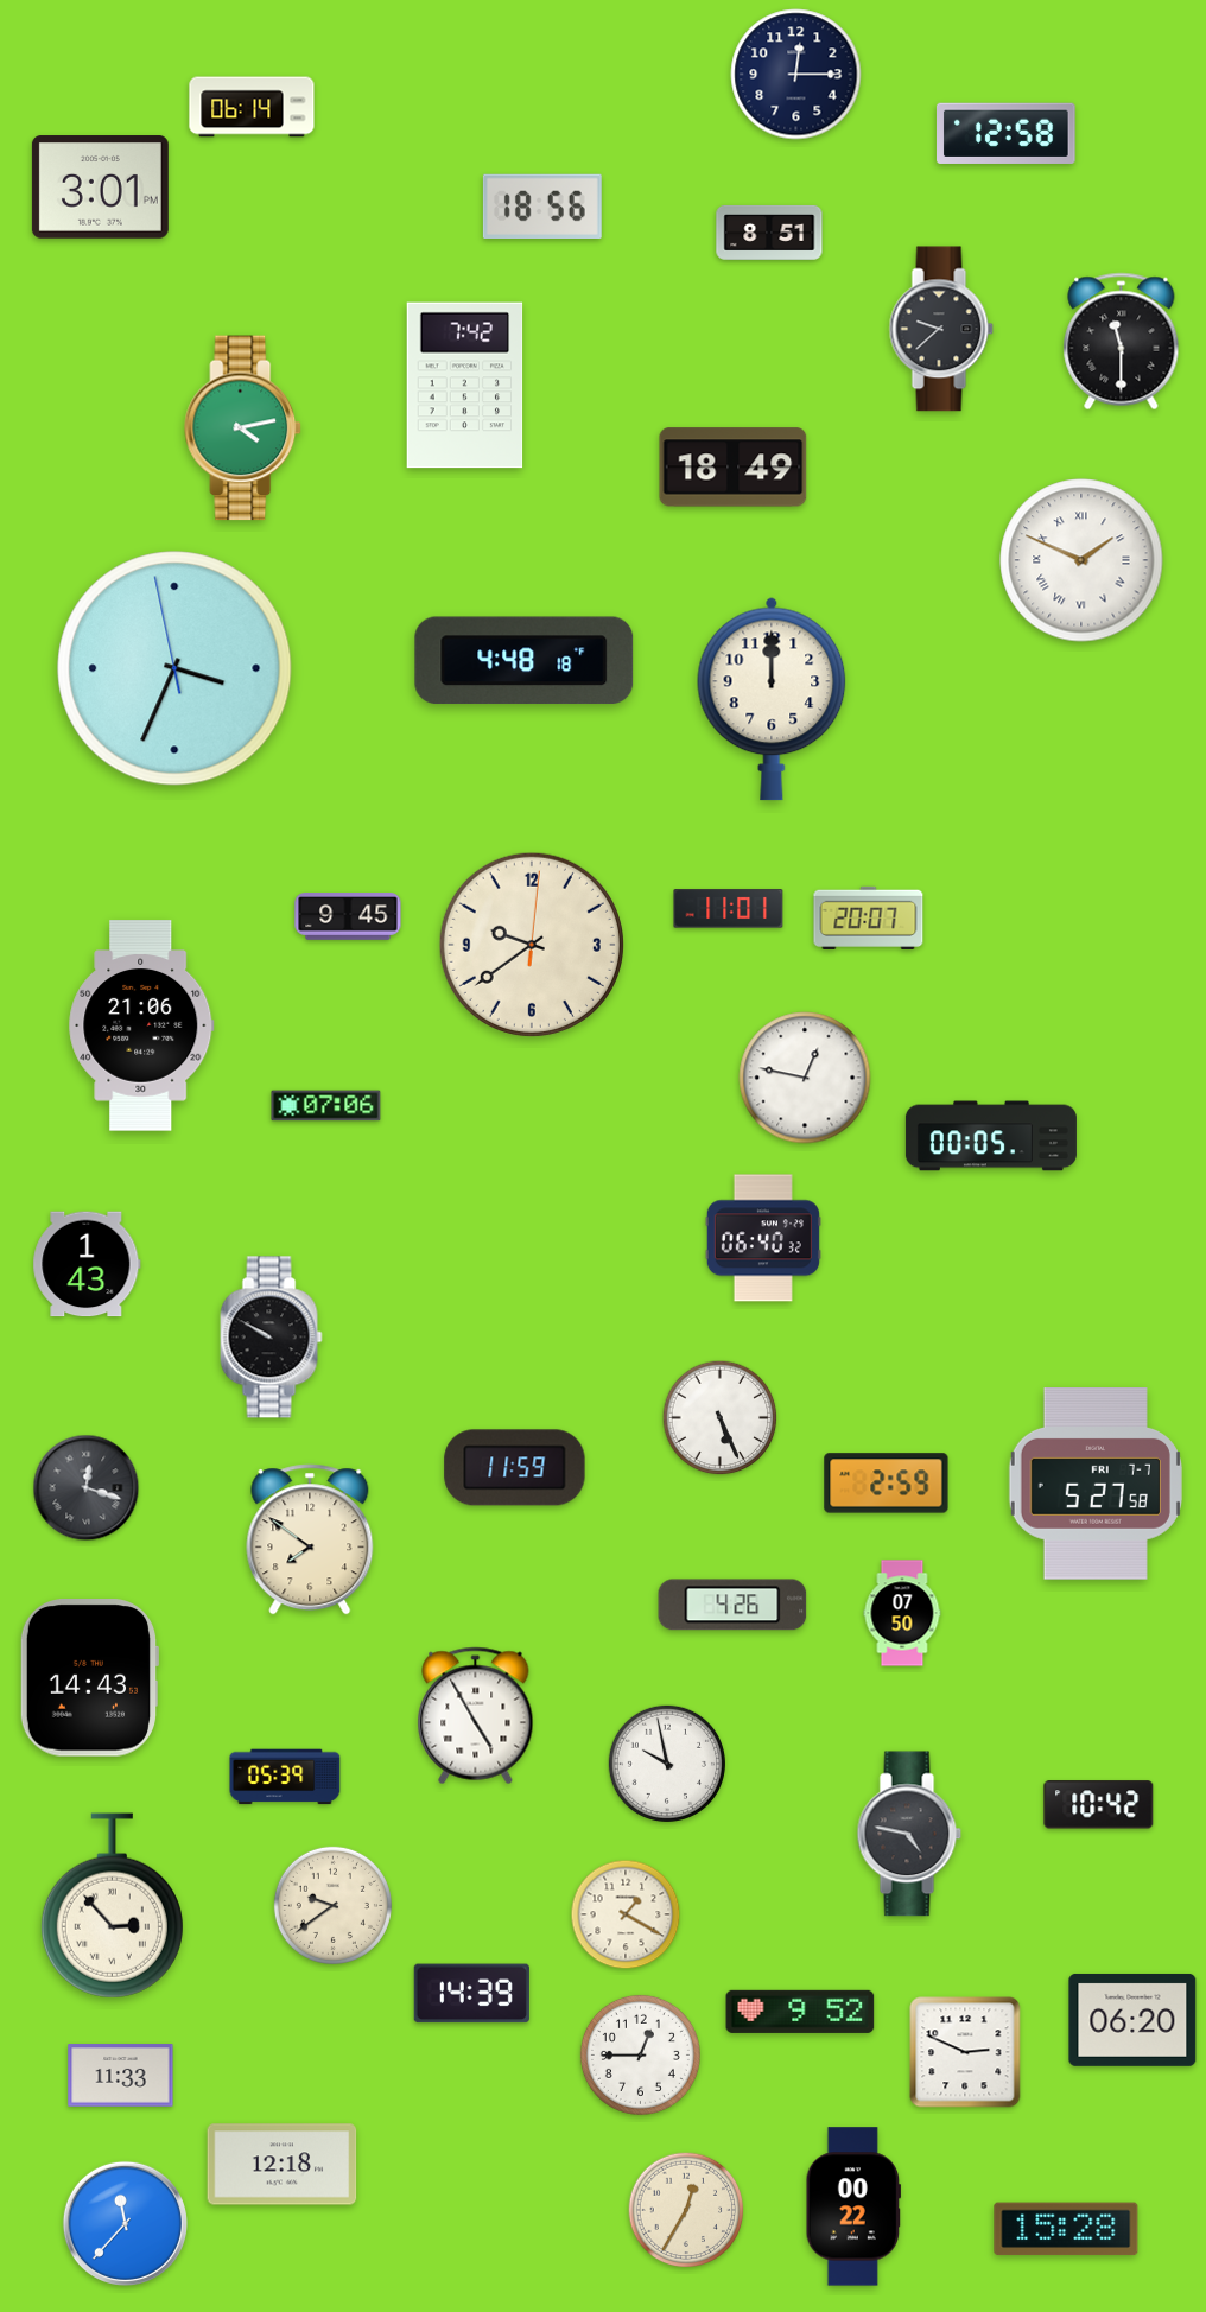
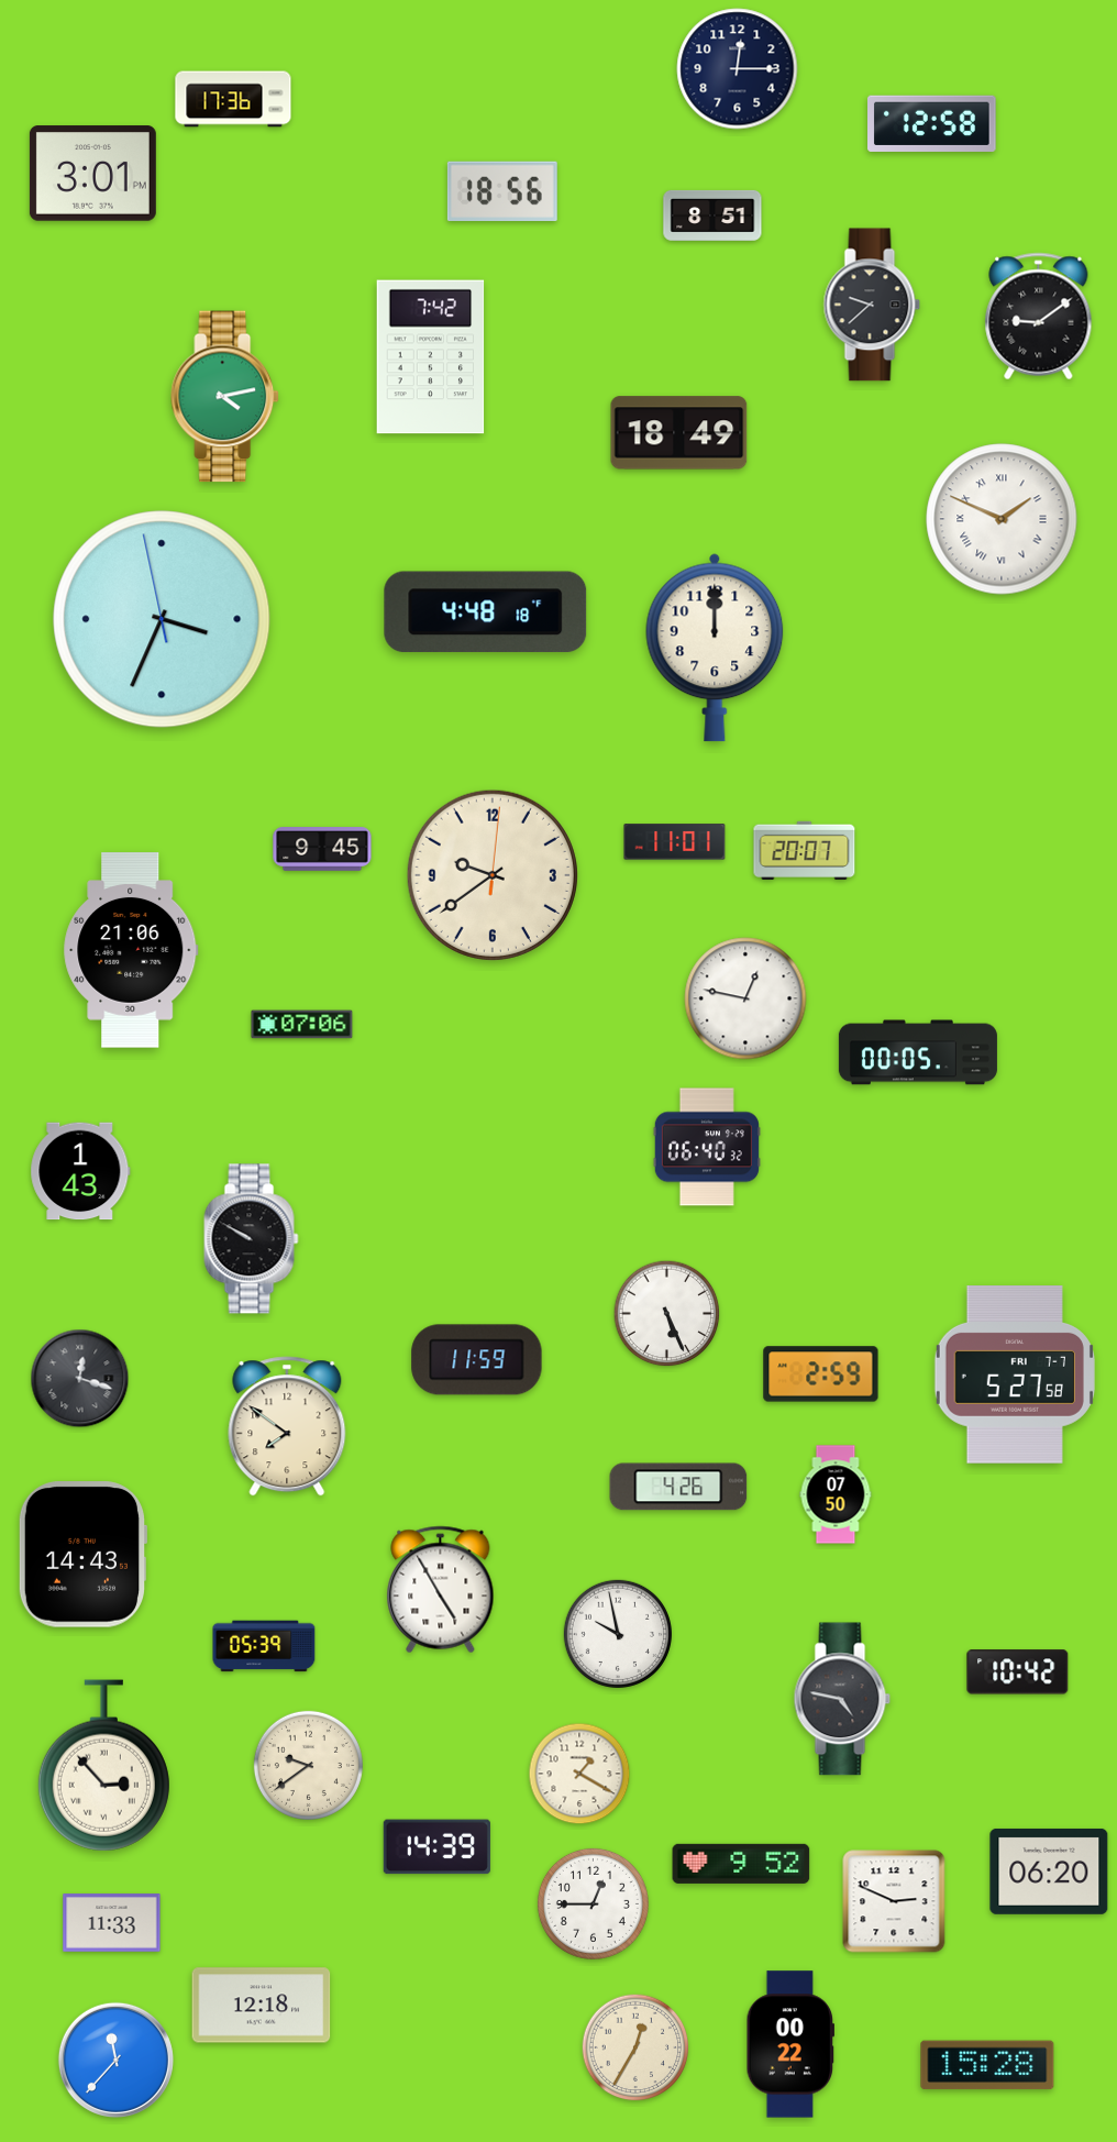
clock at (252, 107): 06:14 -> 17:36
clock at (1122, 342): 11:30 -> 9:09
